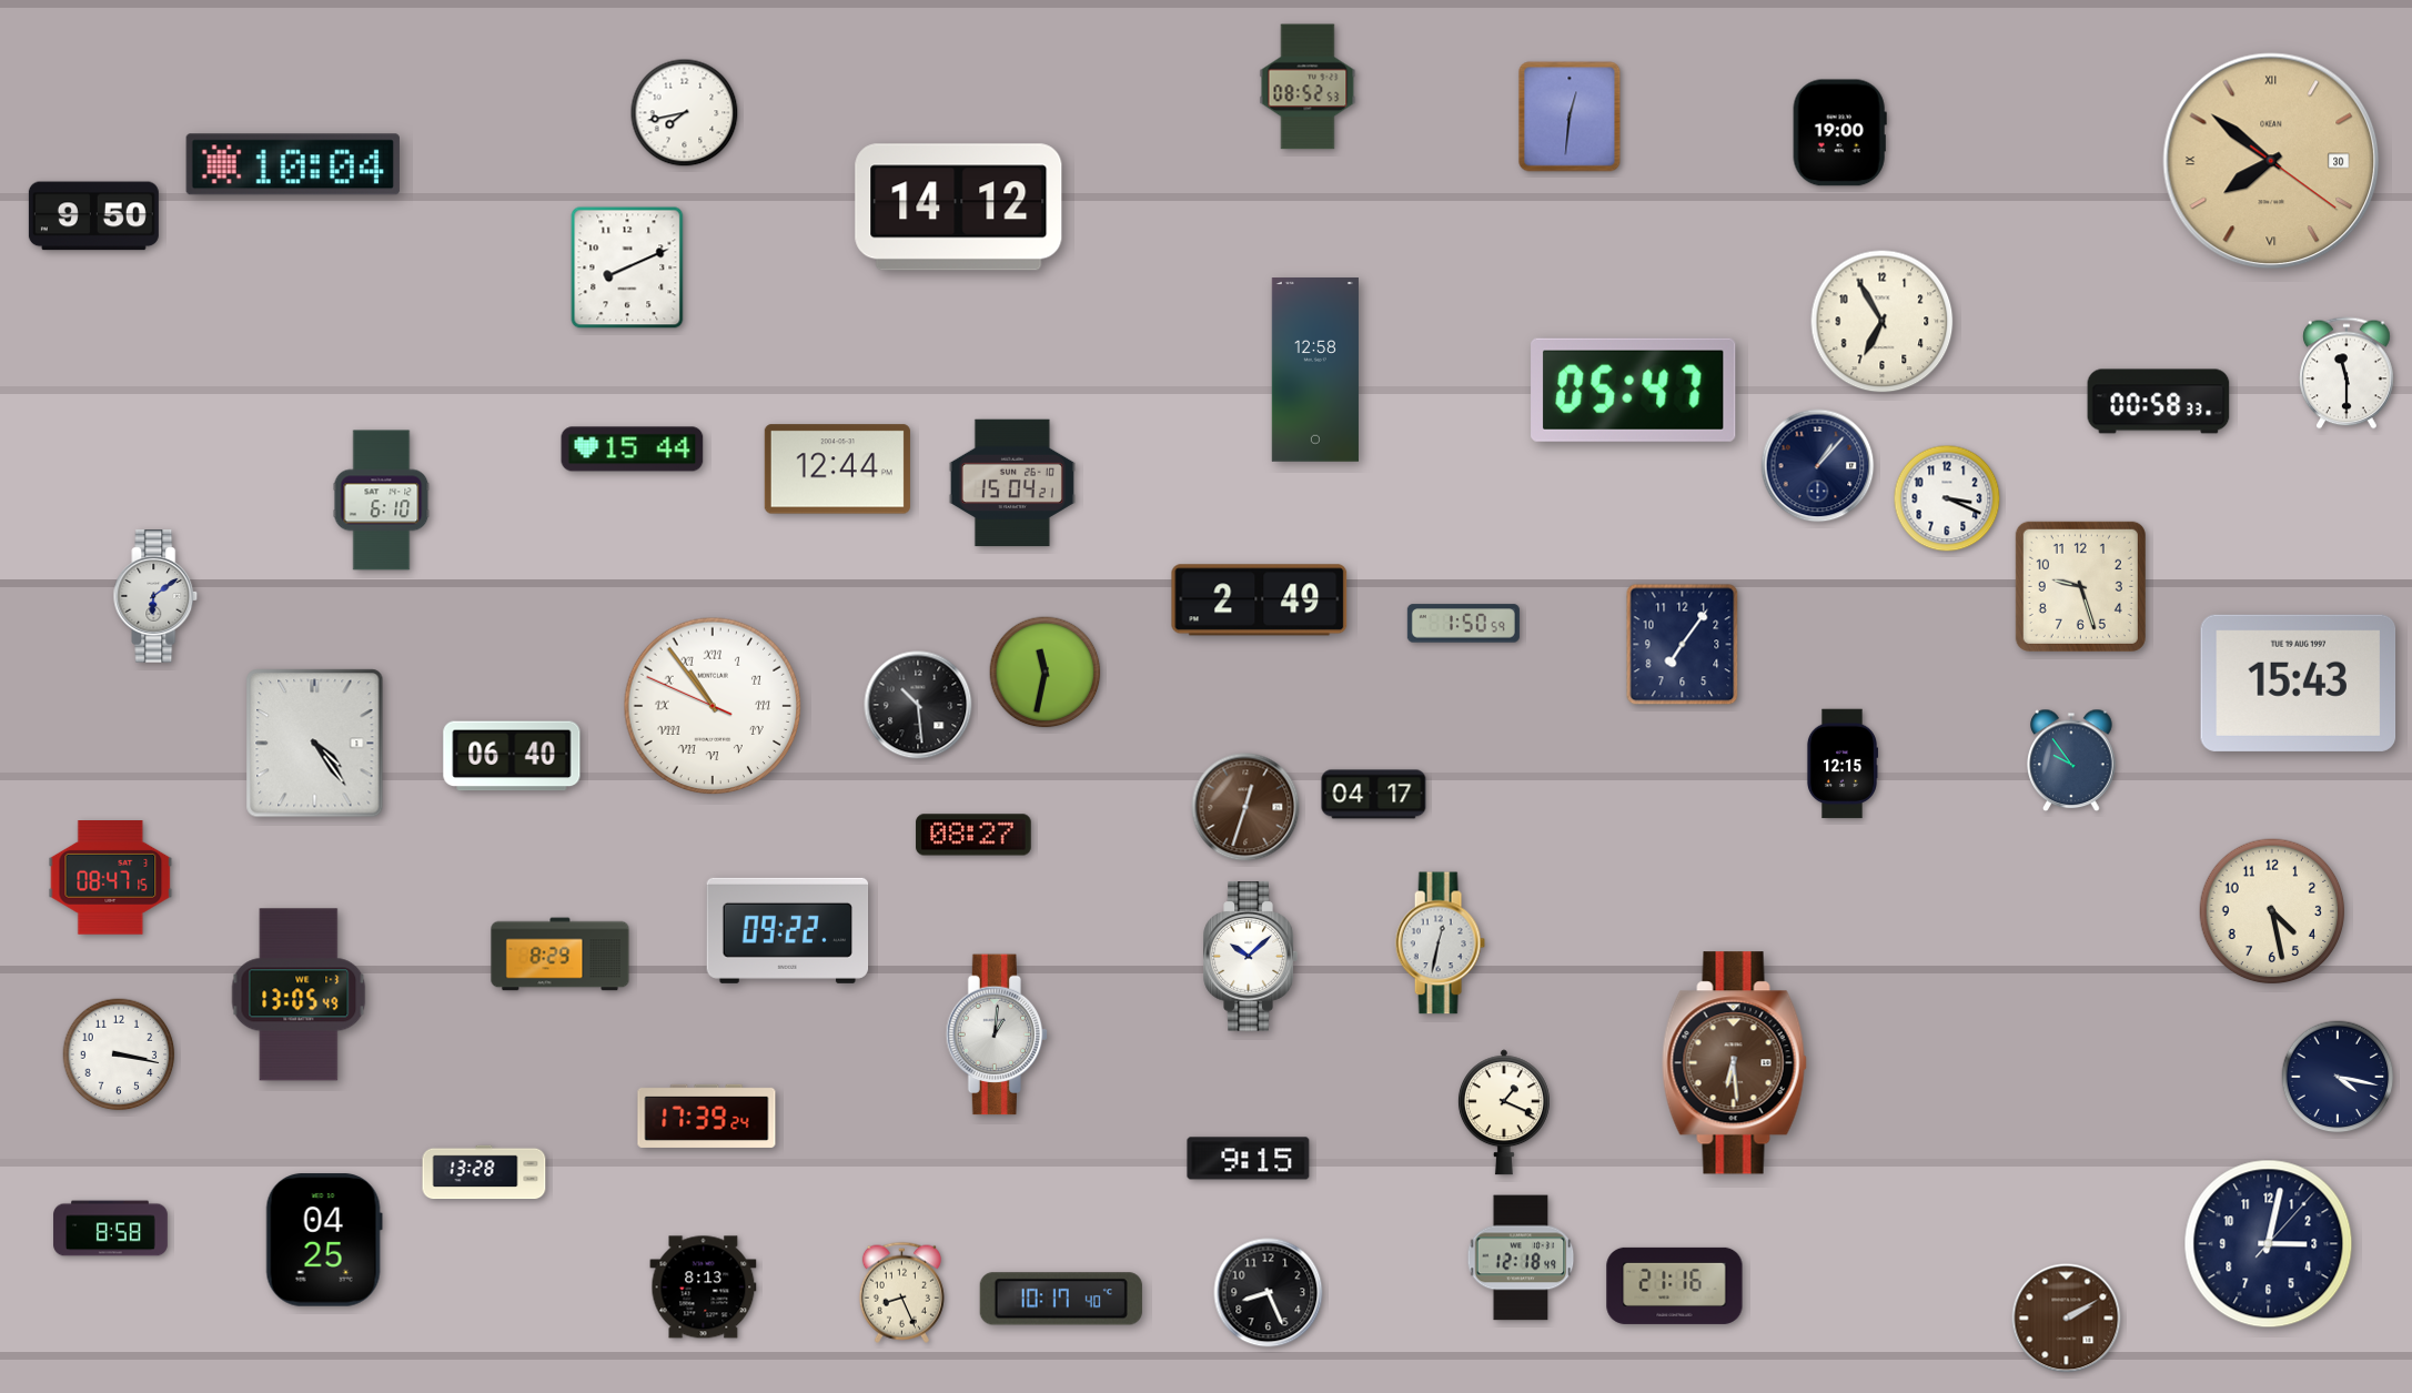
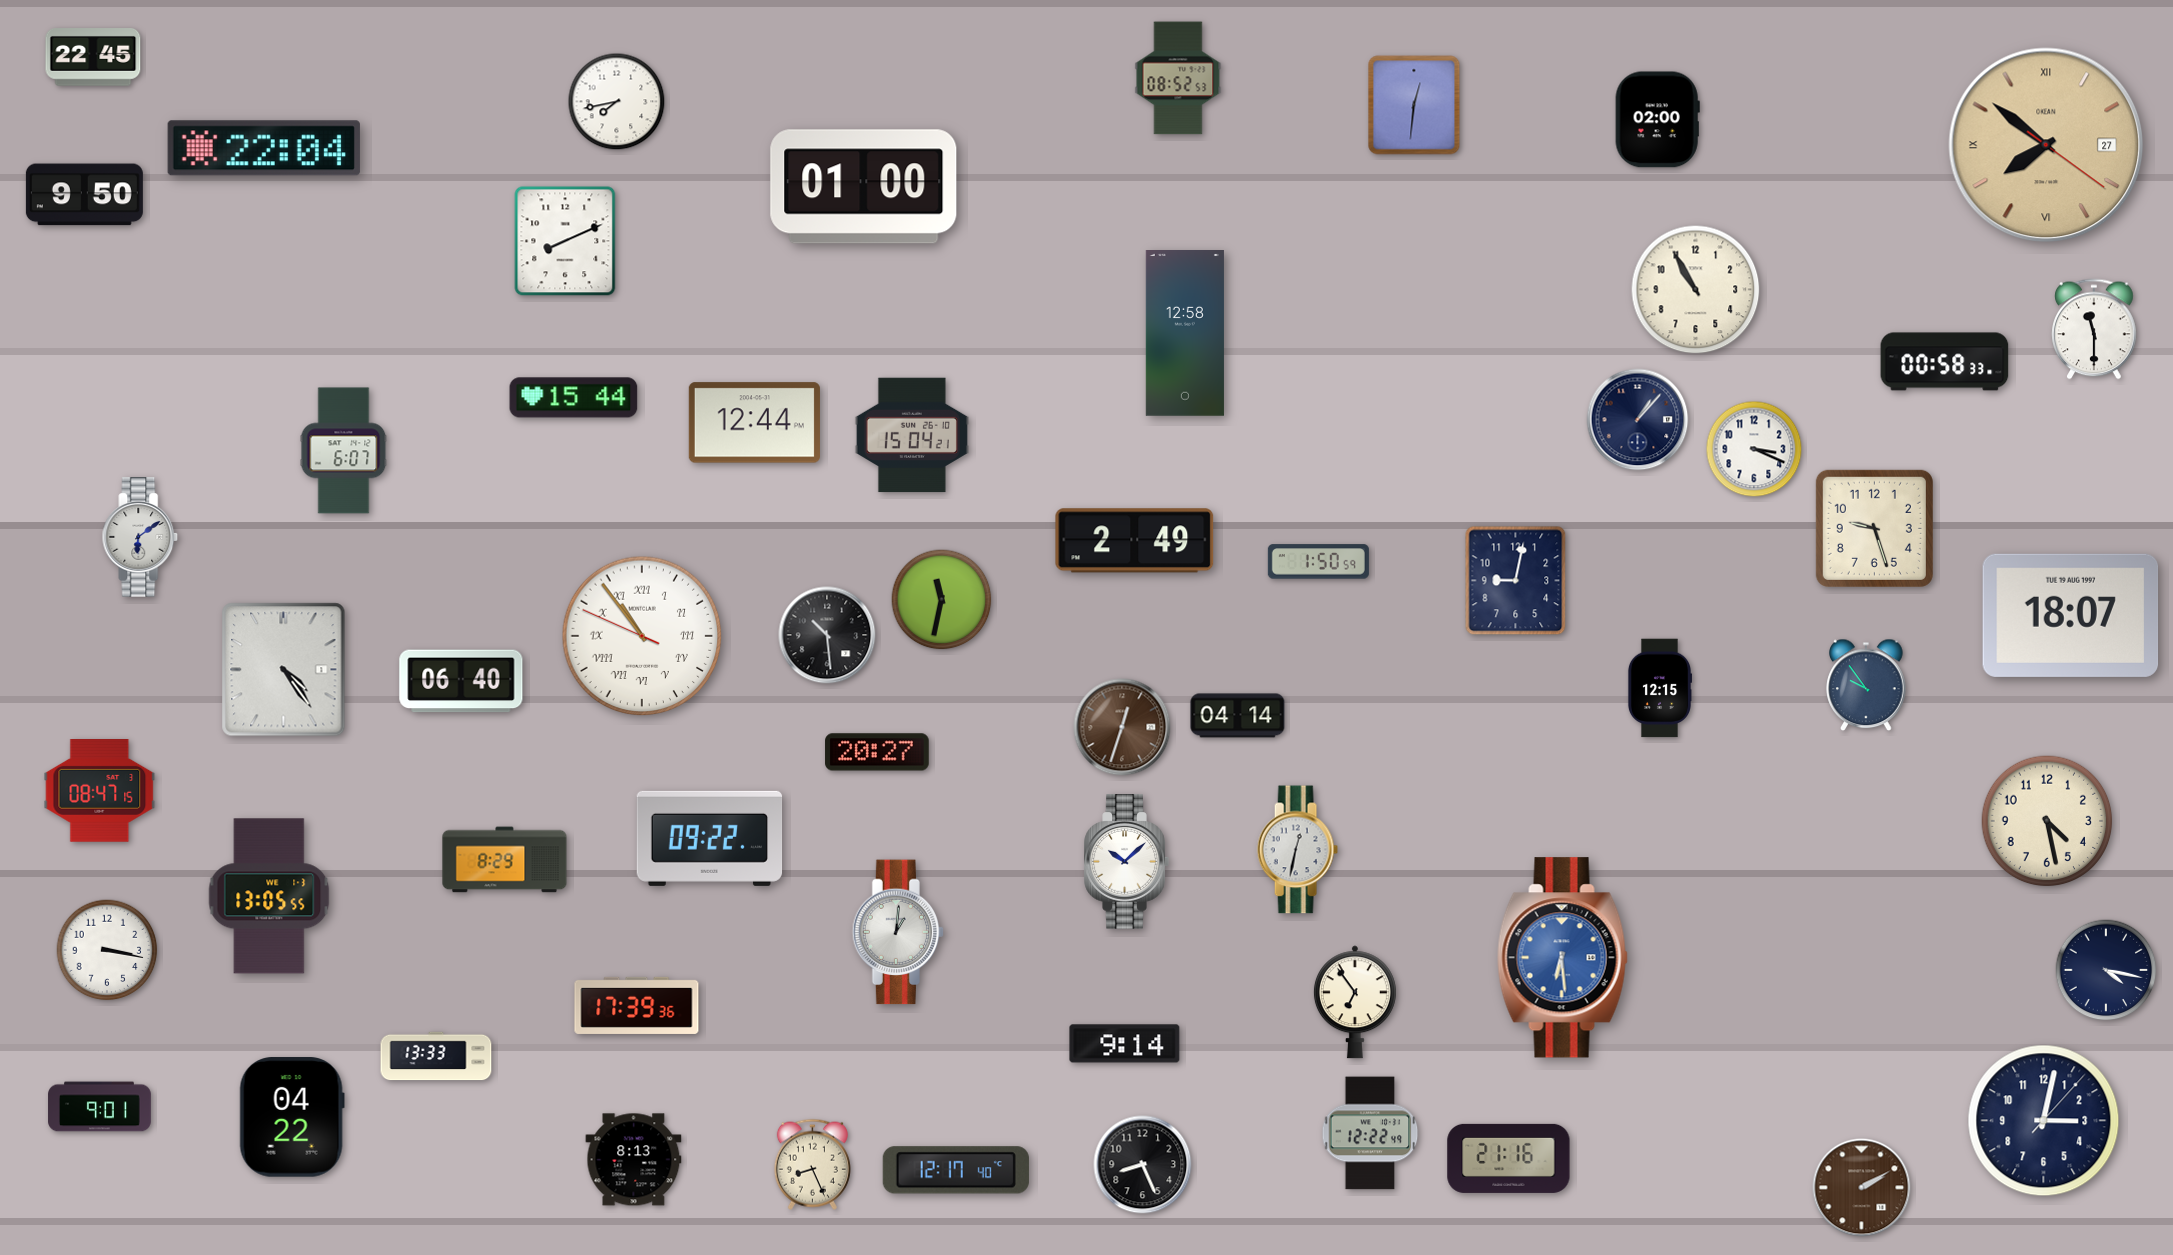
clock at (93, 58): none -> 22:45
clock at (1839, 133): 19:00 -> 02:00
clock at (2271, 161) date: 30 -> 27
clock at (293, 164): 10:04 -> 22:04
clock at (959, 208): 14:12 -> 01:00
clock at (1883, 322): 6:55 -> 10:55
clock at (2347, 373) position: (2347, 373) -> (2094, 329)
clock at (1634, 390): 05:47 -> none
clock at (633, 450) position: (633, 450) -> (574, 398)
clock at (382, 501): 6:10 -> 6:07
clock at (1683, 645): 7:06 -> 9:02
clock at (1046, 673) position: (1046, 673) -> (942, 600)
clock at (2299, 683): 15:43 -> 18:07
clock at (1374, 795): 04:17 -> 04:14
clock at (973, 835): 08:27 -> 20:27
clock at (299, 995): 13:05:49 -> 13:05:55
clock at (1734, 1063) dial: brown -> blue
clock at (1504, 1112): 1:19 -> 6:54
clock at (707, 1116): 17:39:24 -> 17:39:36
clock at (1249, 1159): 9:15 -> 9:14
clock at (484, 1172): 13:28 -> 13:33
clock at (111, 1229): 8:58 -> 9:01
clock at (324, 1240): 04:25 -> 04:22
clock at (1521, 1258): 12:18 -> 12:22
clock at (1061, 1299): 10:17 -> 12:17
